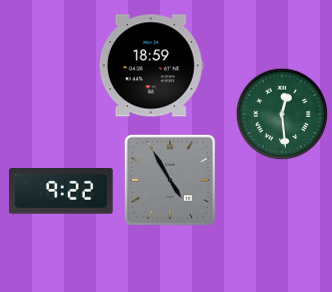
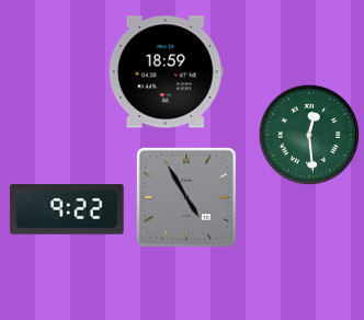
clock at (282, 114) position: (282, 114) -> (309, 135)
